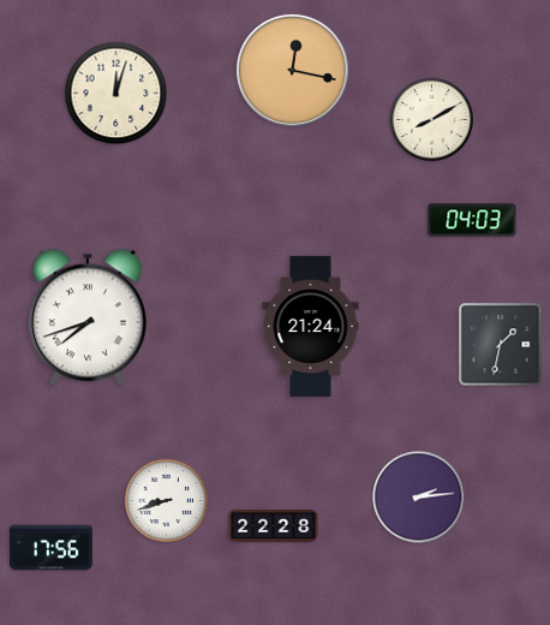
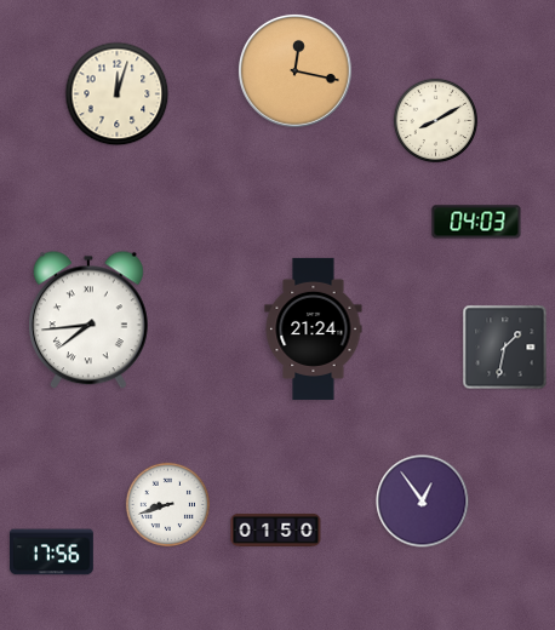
clock at (88, 317): 7:42 -> 7:44
clock at (419, 498): 2:14 -> 12:54
clock at (274, 525): 22:28 -> 01:50
